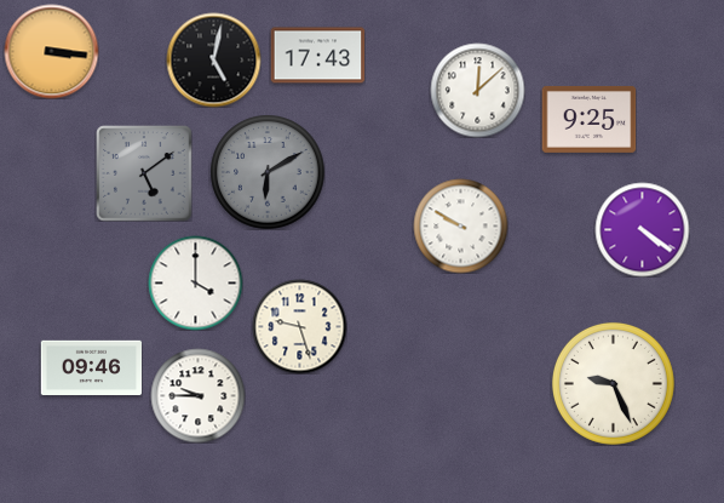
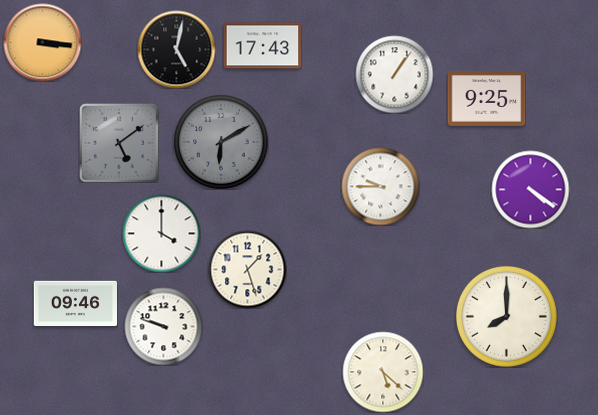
clock at (477, 90): 12:08 -> 1:06
clock at (460, 225): 9:50 -> 9:45
clock at (299, 326): 9:27 -> 1:27
clock at (613, 383): 9:26 -> 8:00
clock at (197, 395): 9:45 -> 9:48
clock at (383, 372): none -> 5:22
